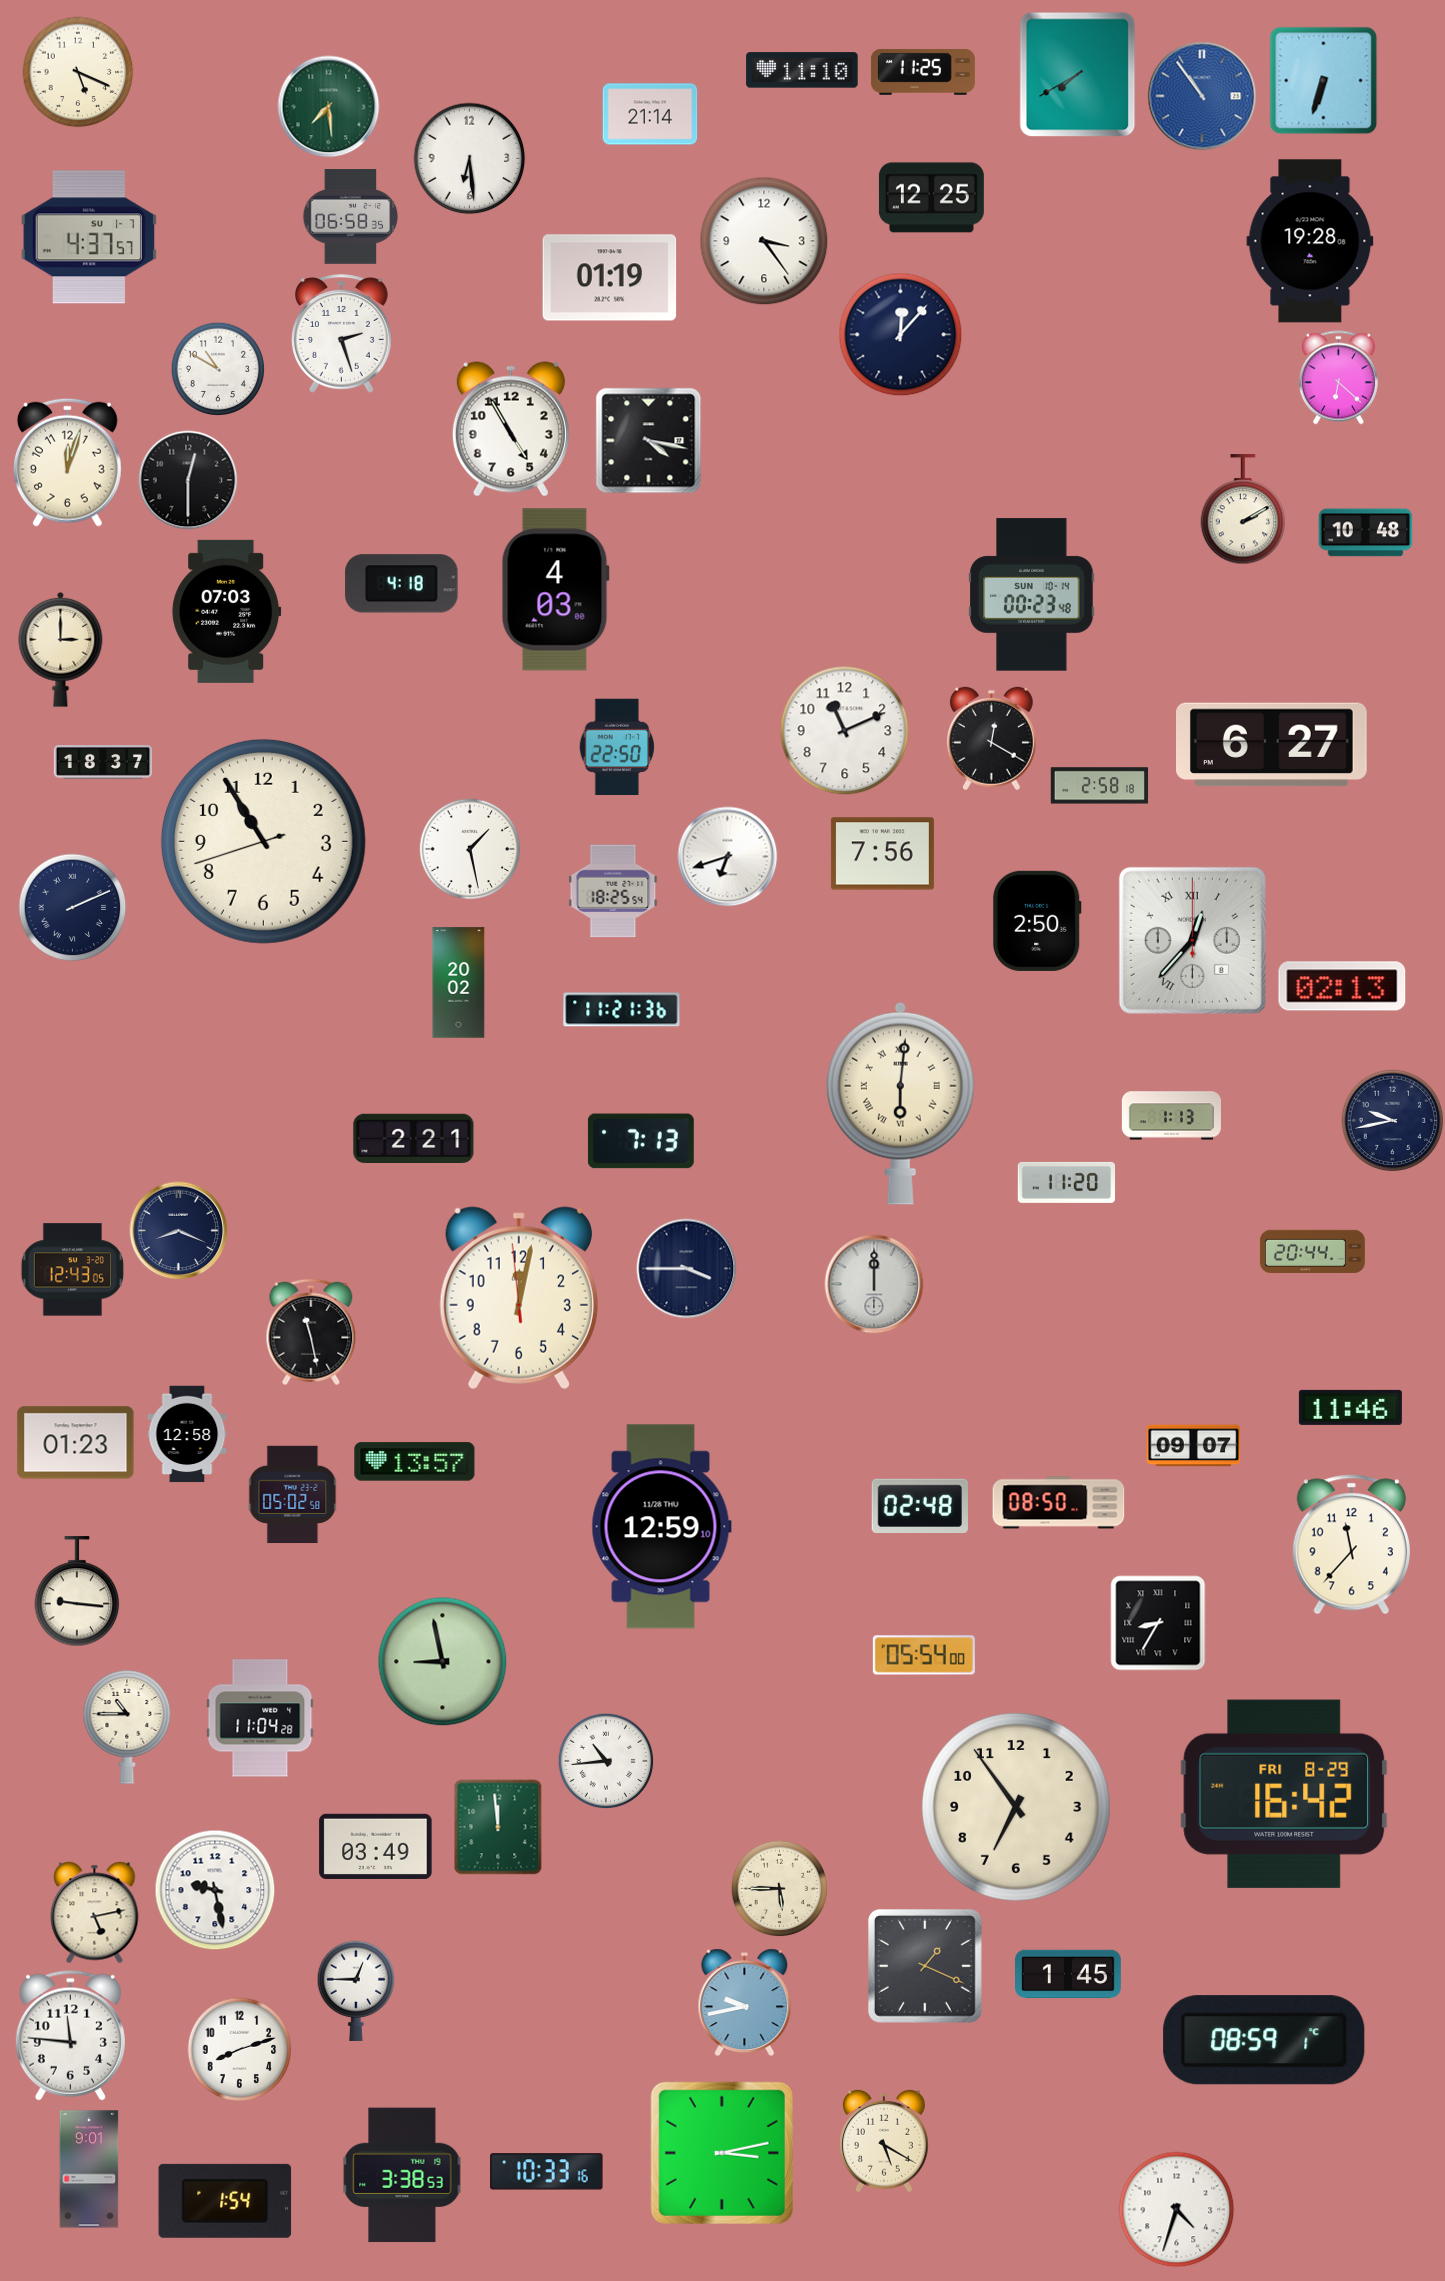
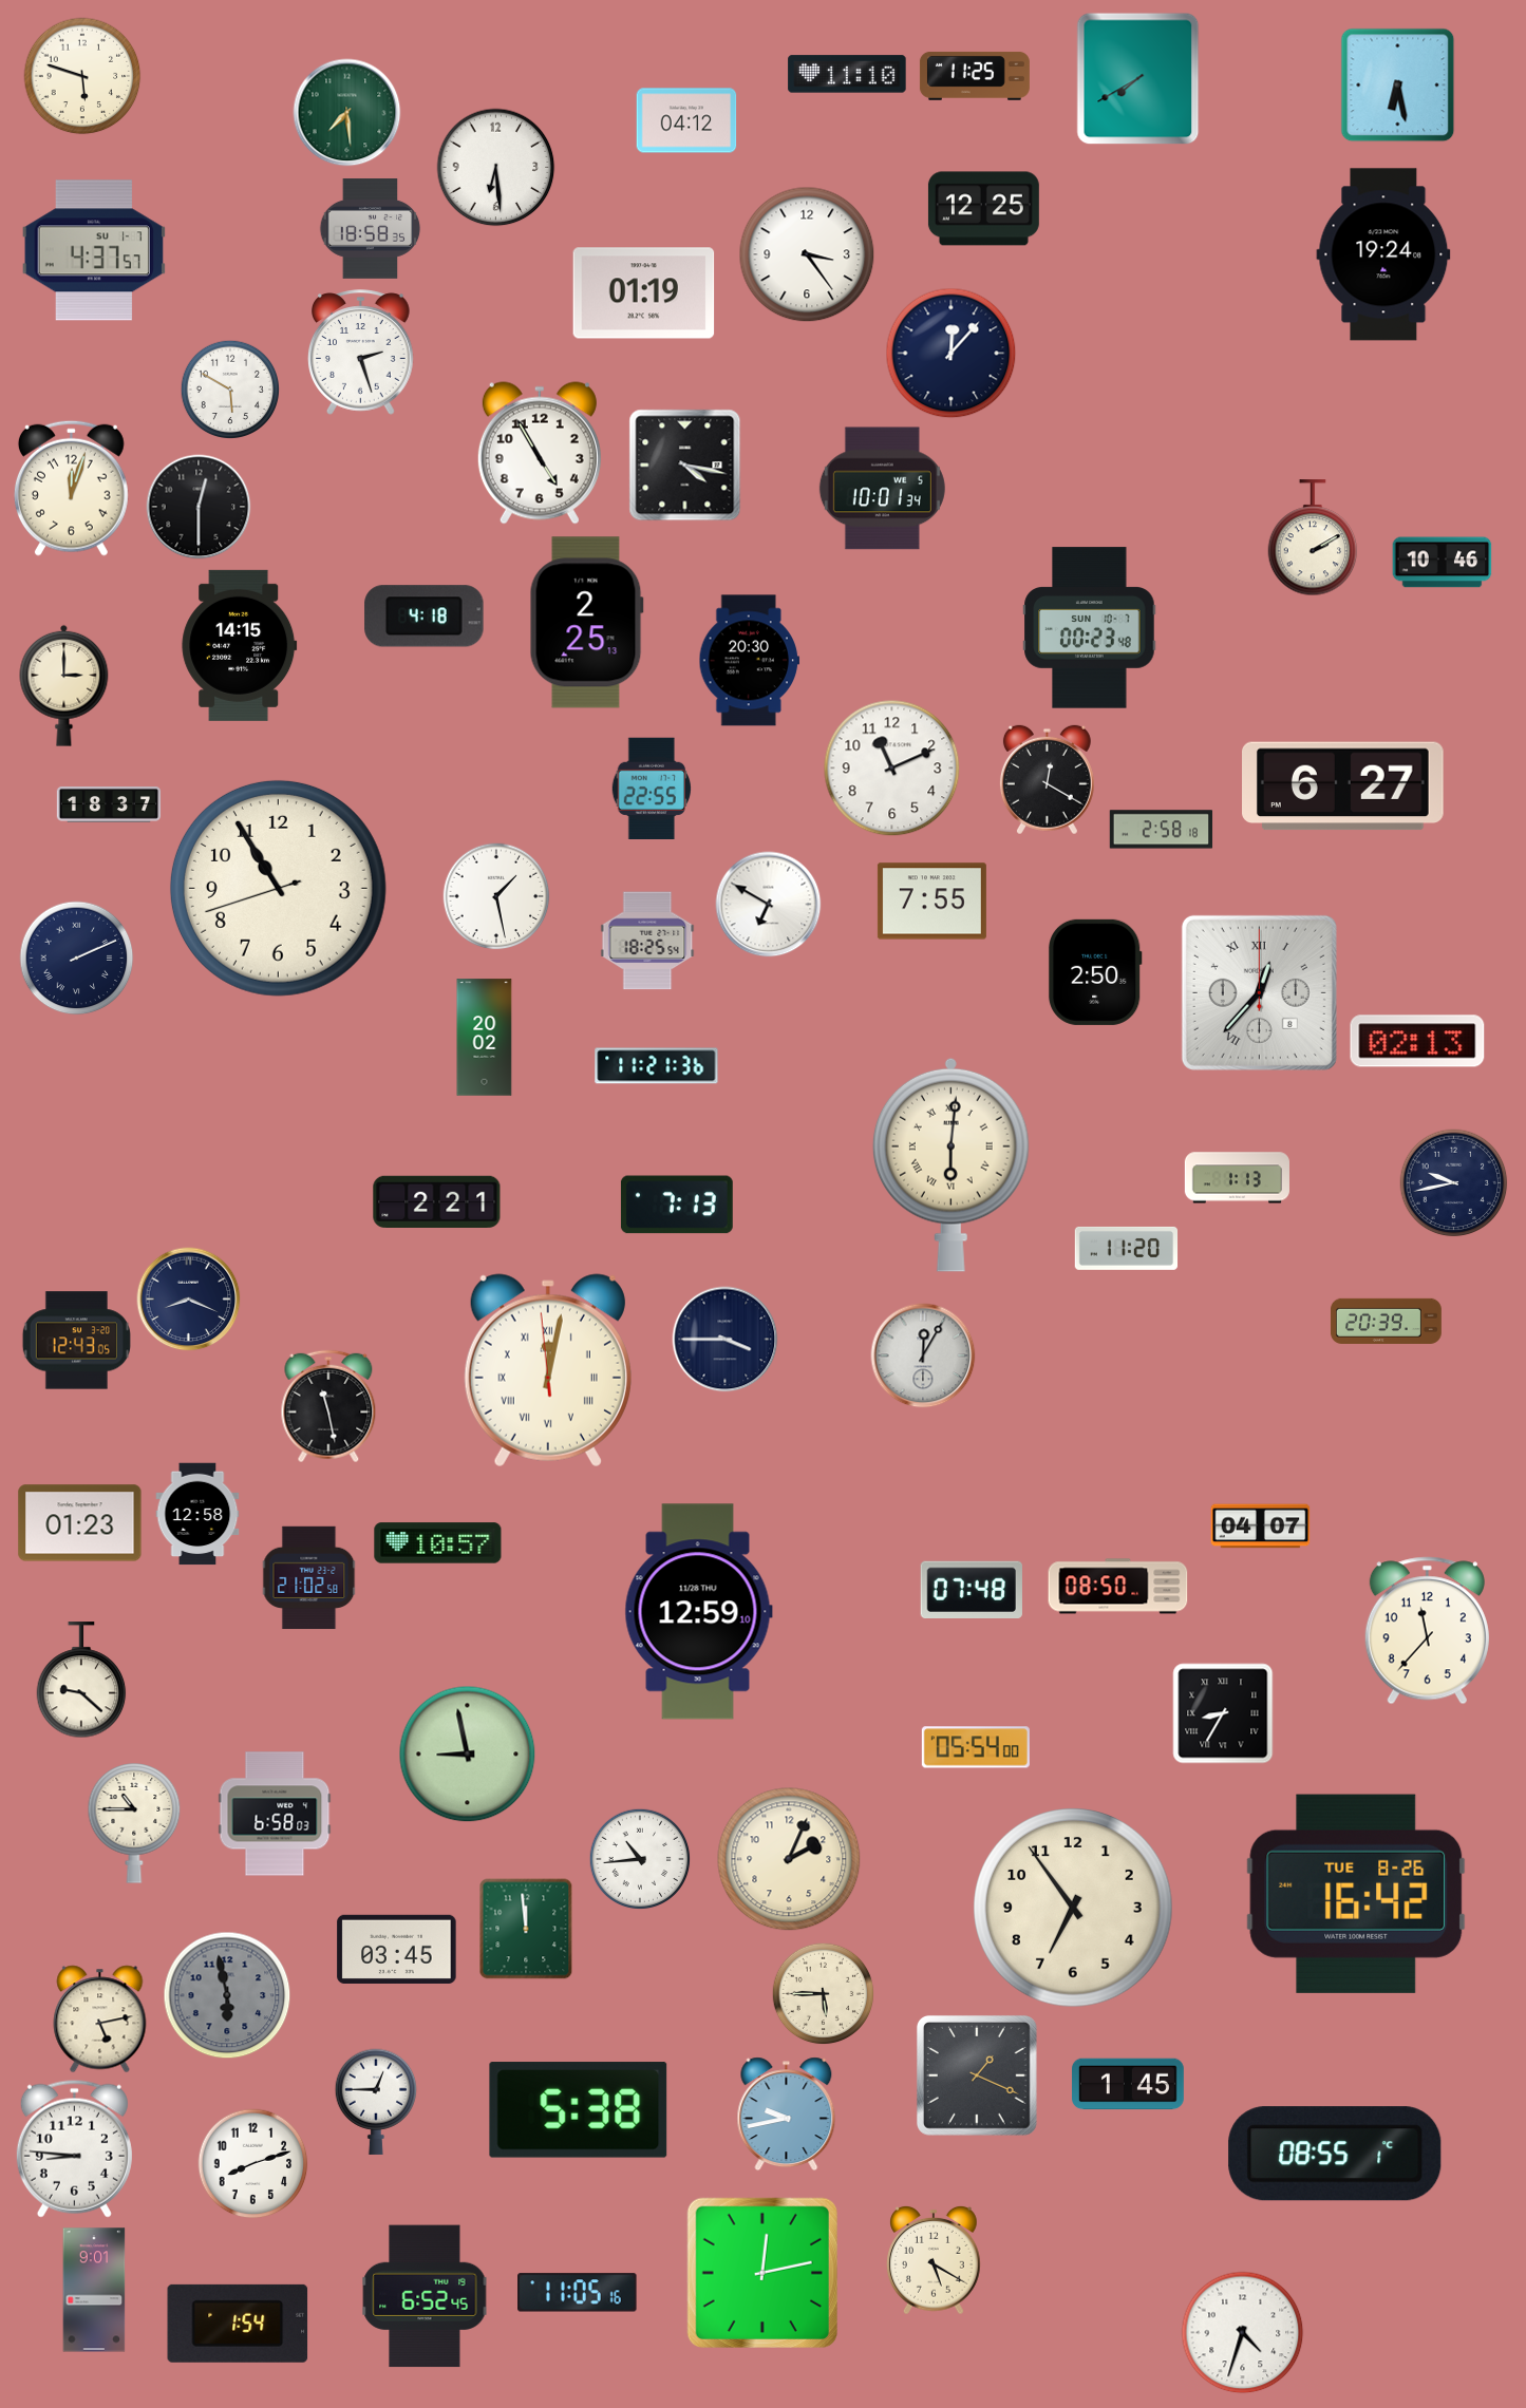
clock at (78, 72): 5:19 -> 5:48
clock at (1324, 81): 6:33 -> 6:28
clock at (1202, 96): 10:54 -> none
clock at (650, 114): 21:14 -> 04:12
clock at (350, 217): 06:58 -> 18:58
clock at (1310, 241): 19:28 -> 19:24
clock at (218, 369): 10:50 -> 5:50
clock at (1338, 378): 6:22 -> none
clock at (882, 489): none -> 10:01
clock at (1366, 533): 10:48 -> 10:46
clock at (555, 590): 4:03 -> 2:25
clock at (1032, 595) date: SUN 10-14 -> SUN 10-7
clock at (227, 611): 07:03 -> 14:15
clock at (750, 661): none -> 20:30
clock at (845, 731) position: (845, 731) -> (892, 769)
clock at (616, 747): 22:50 -> 22:55
clock at (882, 854): 7:56 -> 7:55
clock at (728, 857): 6:42 -> 6:50
clock at (1393, 1121) position: (1393, 1121) -> (1454, 1183)
clock at (1312, 1251): 20:44 -> 20:39
clock at (874, 1284): 12:00 -> 12:05
clock at (519, 1298) numerals: Arabic -> Roman
clock at (1350, 1407): 11:46 -> none
clock at (1194, 1446): 09:07 -> 04:07
clock at (415, 1462): 13:57 -> 10:57
clock at (293, 1495): 05:02 -> 21:02
clock at (919, 1505): 02:48 -> 07:48
clock at (77, 1592): 9:16 -> 9:22
clock at (260, 1718): 11:04 -> 6:58
clock at (789, 1859): none -> 2:04
clock at (1284, 1794) date: FRI 8-29 -> TUE 8-26
clock at (376, 1846): 03:49 -> 03:45
clock at (215, 1890): 9:28 -> 5:58
clock at (215, 1890) dial: white -> grey
clock at (579, 2110): none -> 5:38
clock at (70, 2035): 11:46 -> 8:46
clock at (1264, 2040): 08:59 -> 08:55
clock at (722, 2153): 3:13 -> 12:13
clock at (547, 2172): 10:33 -> 11:05
clock at (402, 2175): 3:38 -> 6:52
